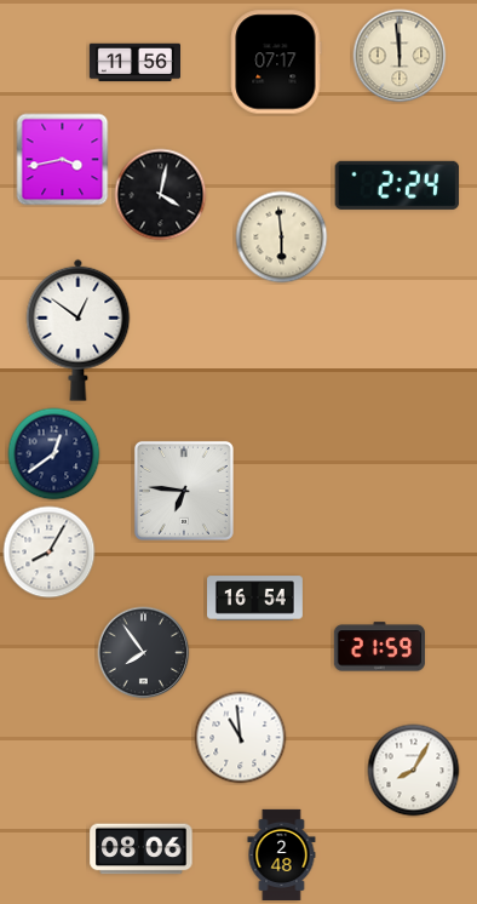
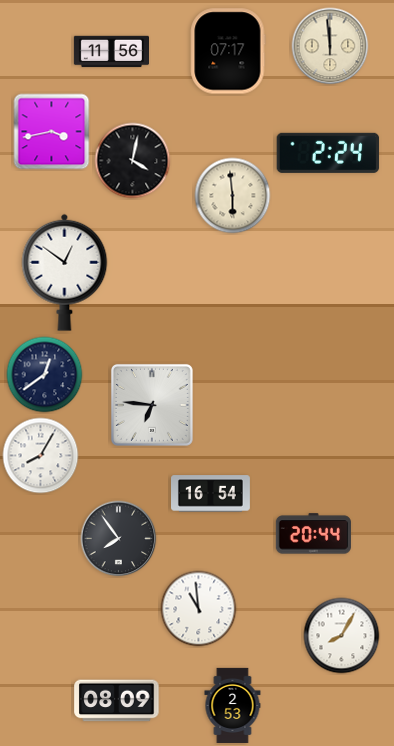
clock at (379, 647): 21:59 -> 20:44
clock at (142, 849): 08:06 -> 08:09
clock at (282, 854): 2:48 -> 2:53
